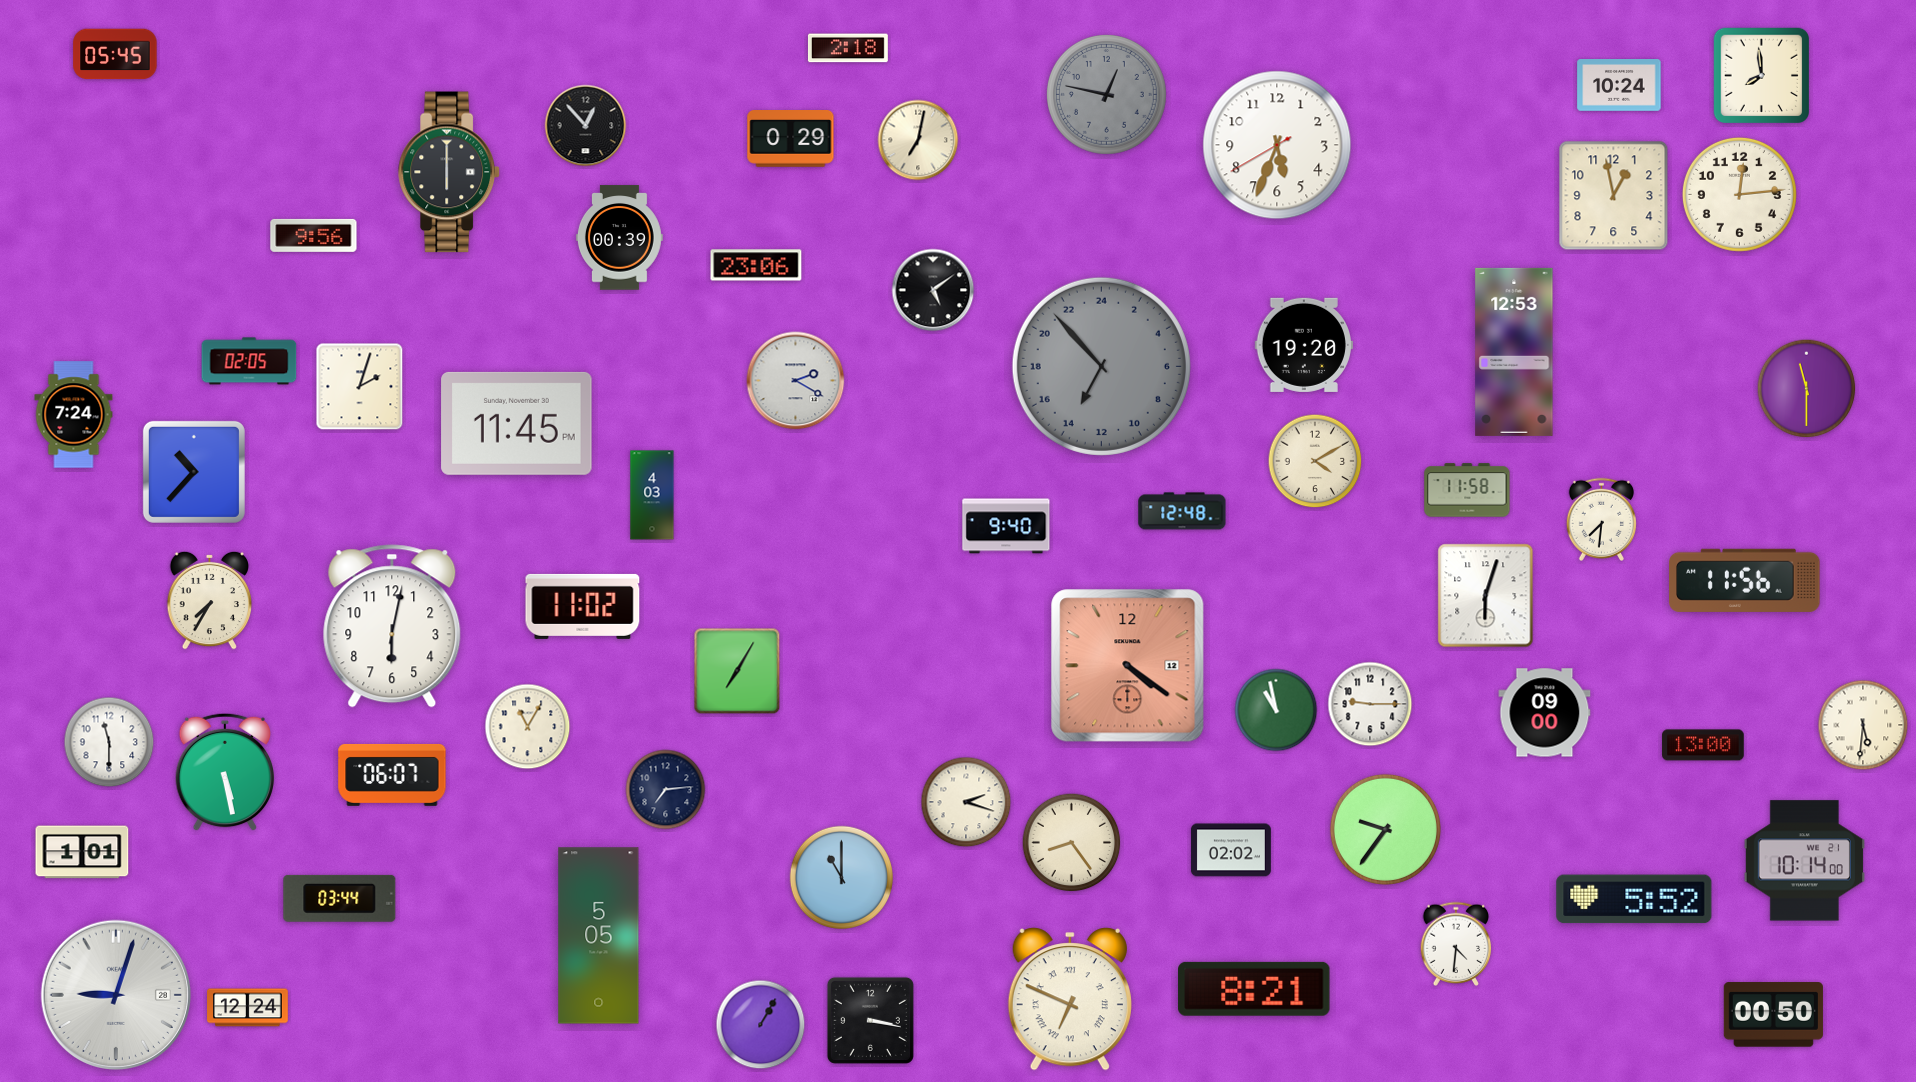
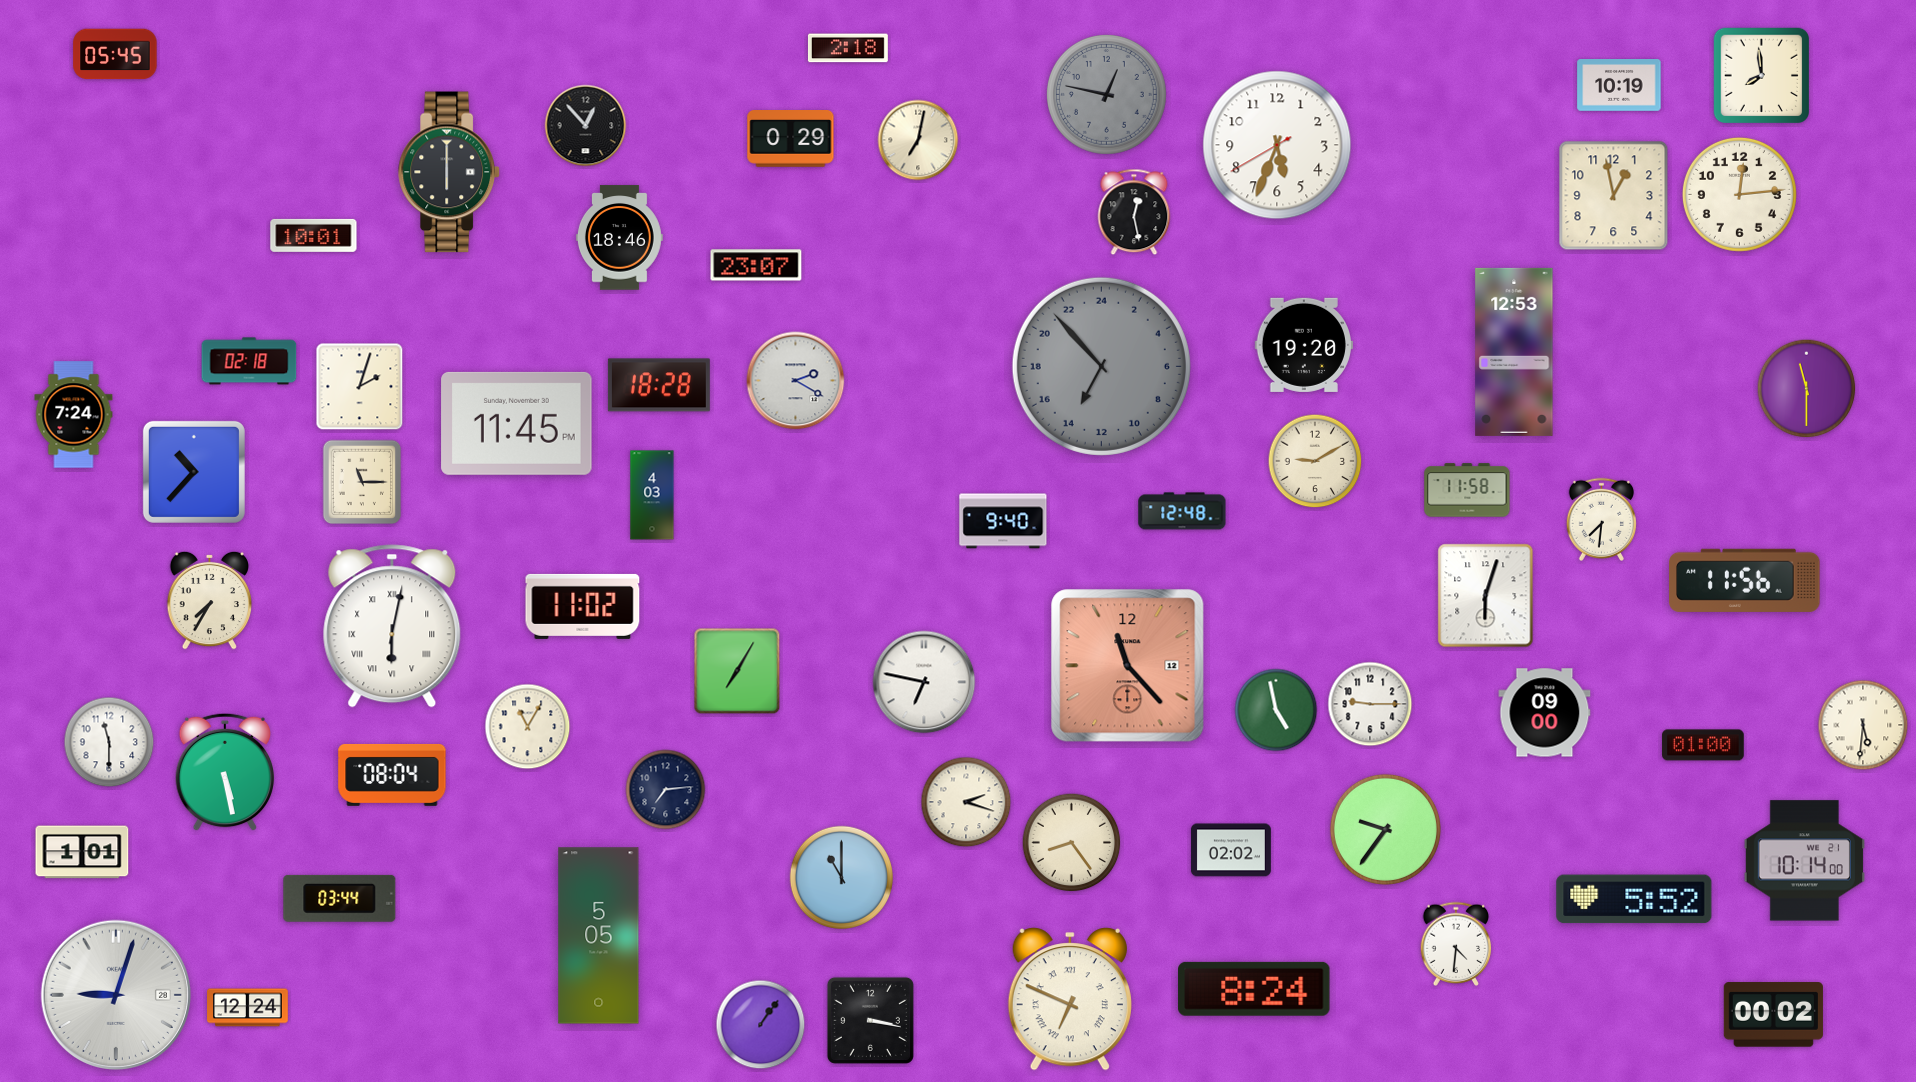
clock at (1619, 86): 10:24 -> 10:19
clock at (1134, 212): none -> 12:28
clock at (314, 235): 9:56 -> 10:01
clock at (619, 238): 00:39 -> 18:46
clock at (756, 265): 23:06 -> 23:07
clock at (933, 290): 5:09 -> none
clock at (249, 361): 02:05 -> 02:18
clock at (659, 385): none -> 18:28
clock at (1315, 461): 4:10 -> 9:10
clock at (362, 482): none -> 11:15
clock at (1006, 526) position: (1006, 526) -> (1003, 521)
clock at (392, 626) numerals: Arabic -> Roman
clock at (1128, 666): 4:21 -> 11:23
clock at (924, 682): none -> 6:47
clock at (1276, 710): 10:58 -> 4:58
clock at (1703, 745): 13:00 -> 01:00
clock at (392, 775): 06:07 -> 08:04
clock at (1254, 989): 8:21 -> 8:24
clock at (1773, 1015): 00:50 -> 00:02
clock at (761, 1025): 1:05 -> 1:06
